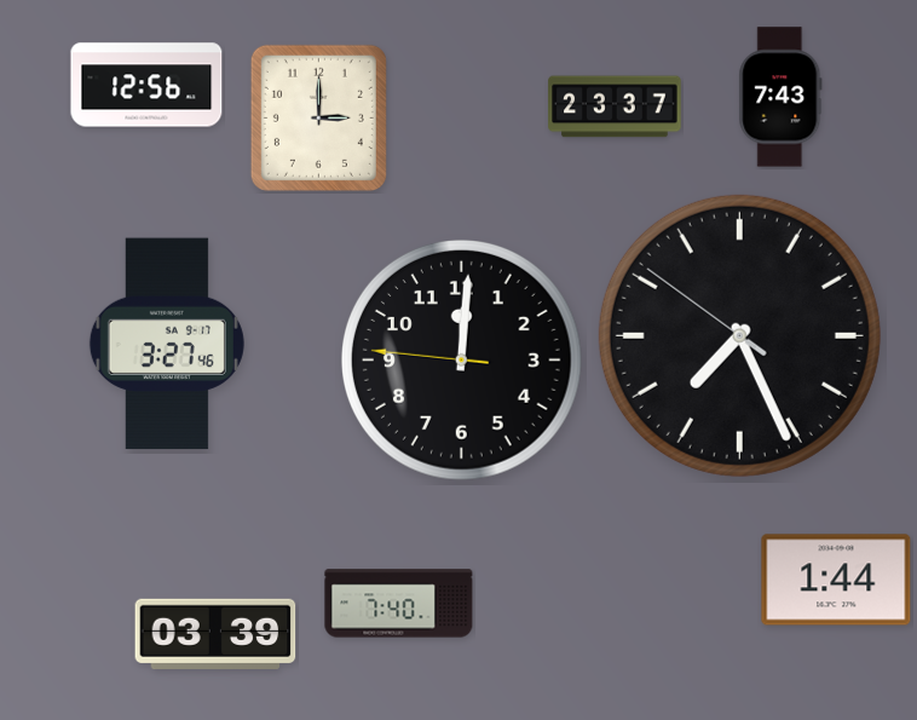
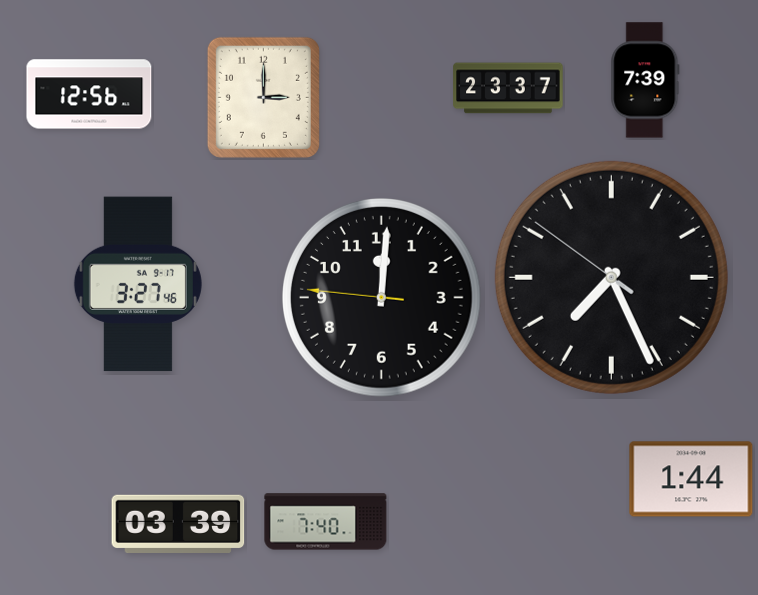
clock at (146, 85) position: (146, 85) -> (89, 94)
clock at (780, 97): 7:43 -> 7:39
clock at (399, 604) position: (399, 604) -> (326, 522)
